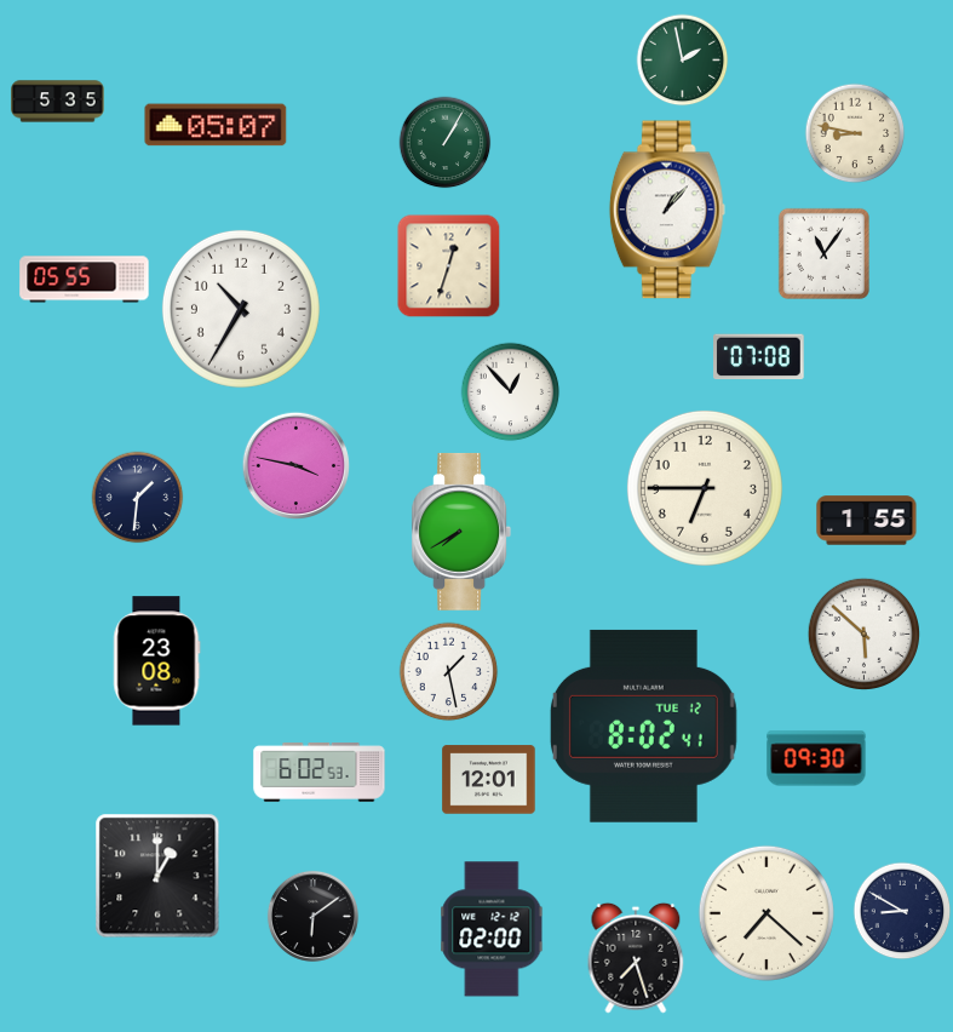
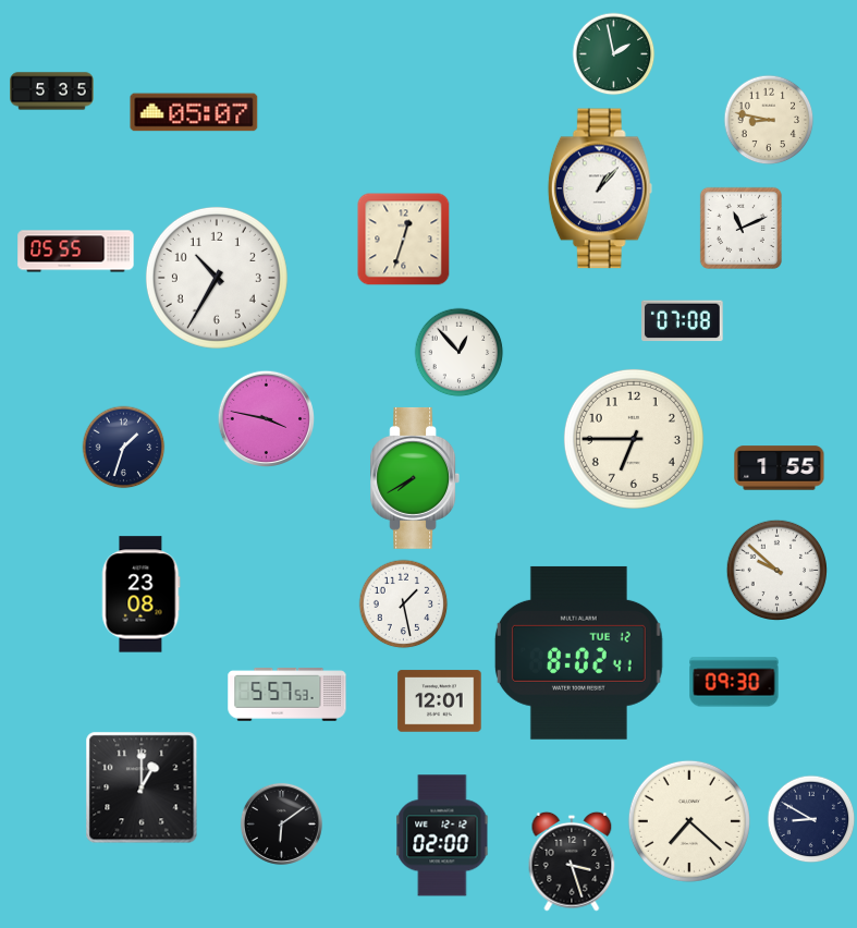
clock at (446, 143): 1:05 -> none
clock at (823, 253): 11:06 -> 11:11
clock at (138, 498): 1:31 -> 1:33
clock at (865, 635): 5:52 -> 9:52
clock at (320, 773): 6:02 -> 5:57
clock at (636, 958): 7:27 -> 3:27
